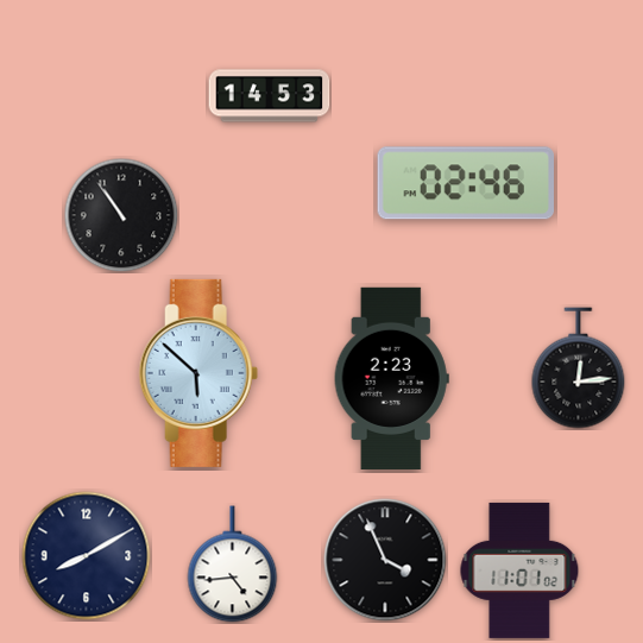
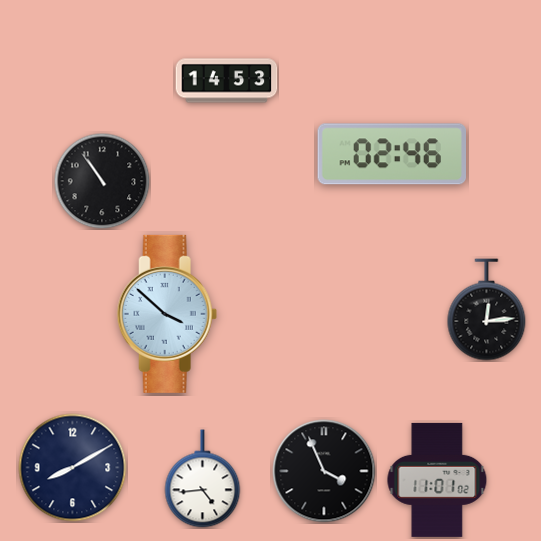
clock at (198, 373): 5:52 -> 3:52
clock at (391, 378): 2:23 -> none
clock at (233, 565) position: (233, 565) -> (203, 479)
